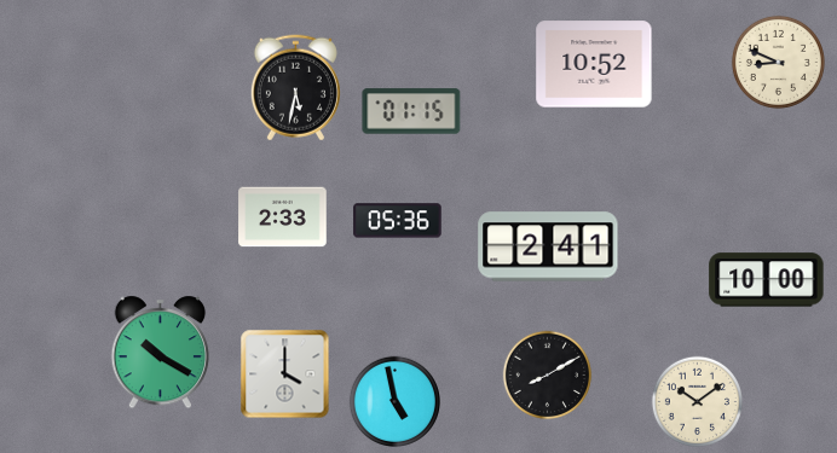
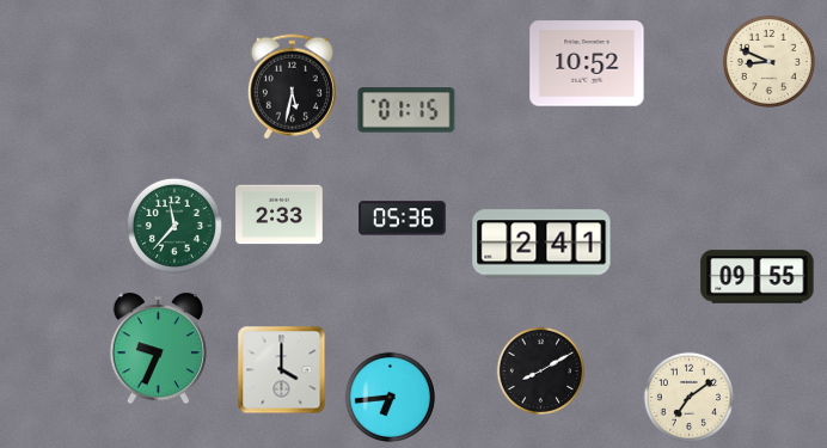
clock at (398, 221) position: (398, 221) -> (403, 219)
clock at (174, 226): none -> 11:37
clock at (767, 280): 10:00 -> 09:55
clock at (160, 353): 10:20 -> 9:34
clock at (394, 401): 4:58 -> 6:44
clock at (697, 401): 10:09 -> 7:09
